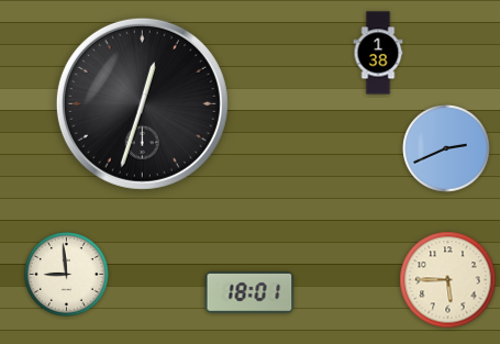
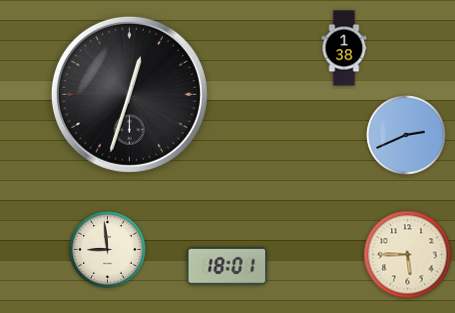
clock at (67, 275) position: (67, 275) -> (108, 250)
